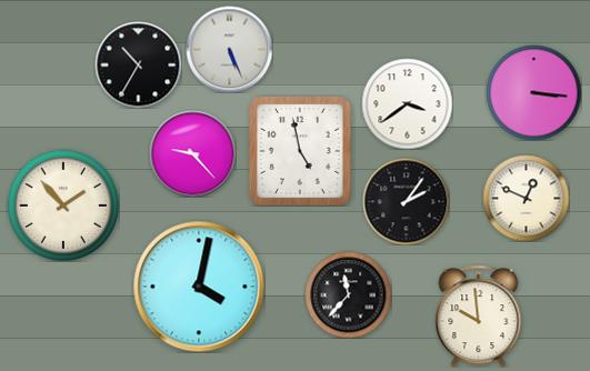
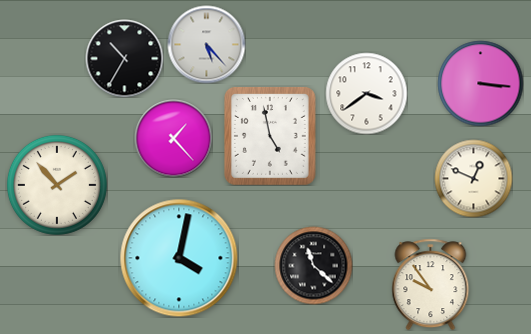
clock at (229, 49): 5:26 -> 5:23
clock at (192, 153): 9:23 -> 1:23
clock at (406, 201): 2:06 -> none
clock at (348, 294): 11:37 -> 11:22
clock at (479, 315): 9:59 -> 9:54
